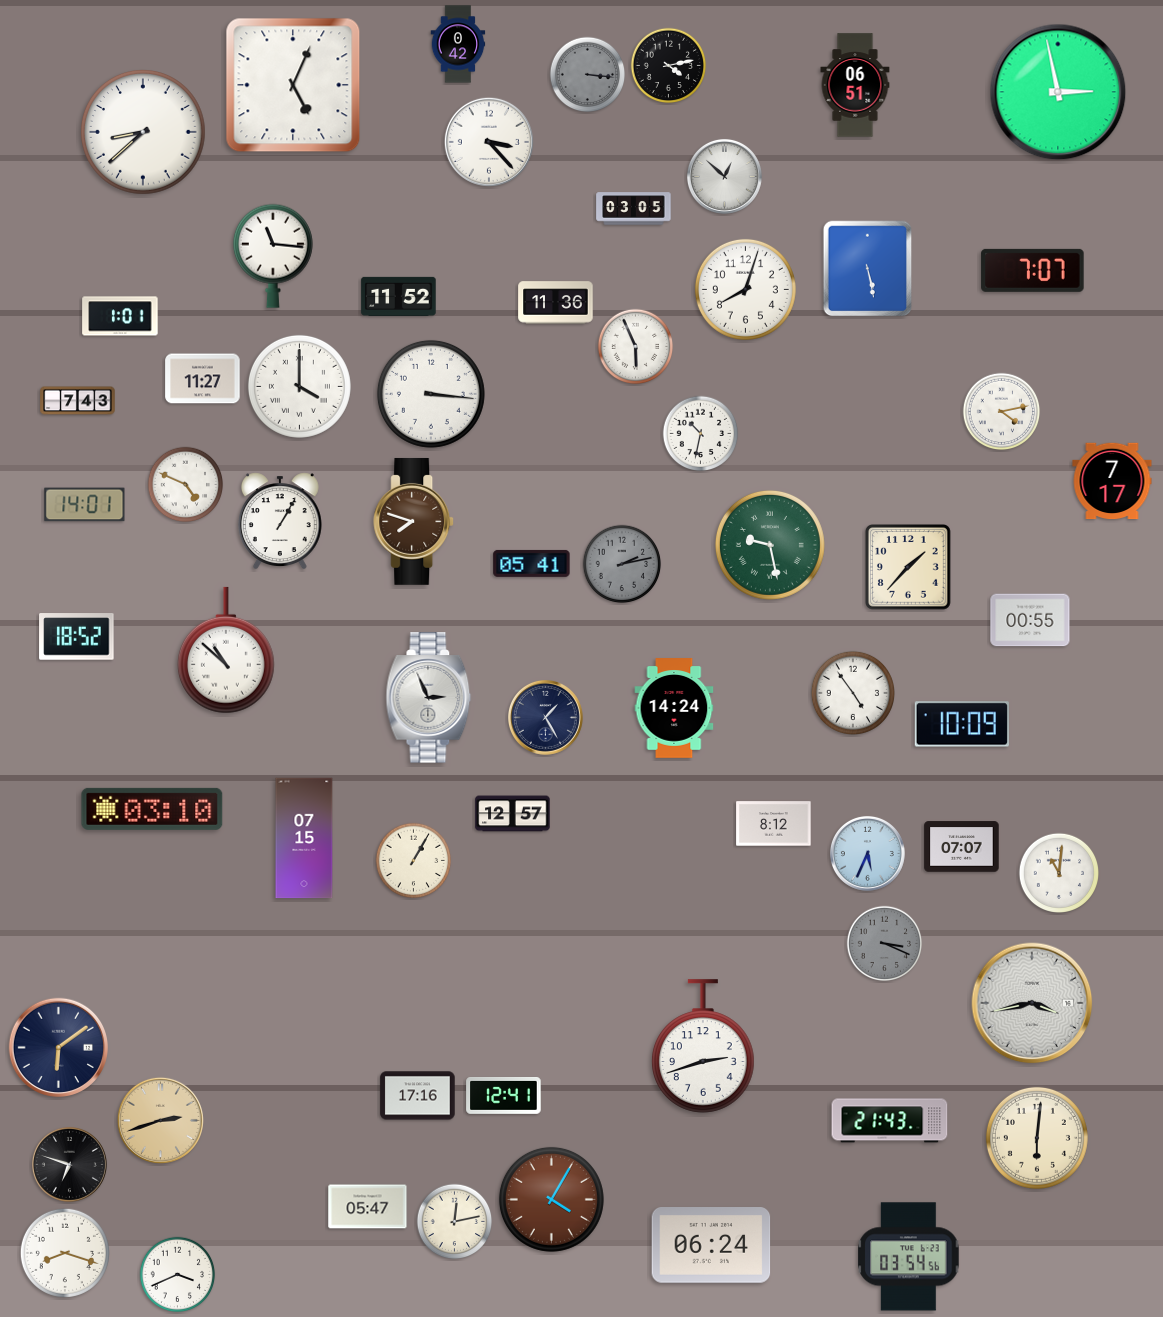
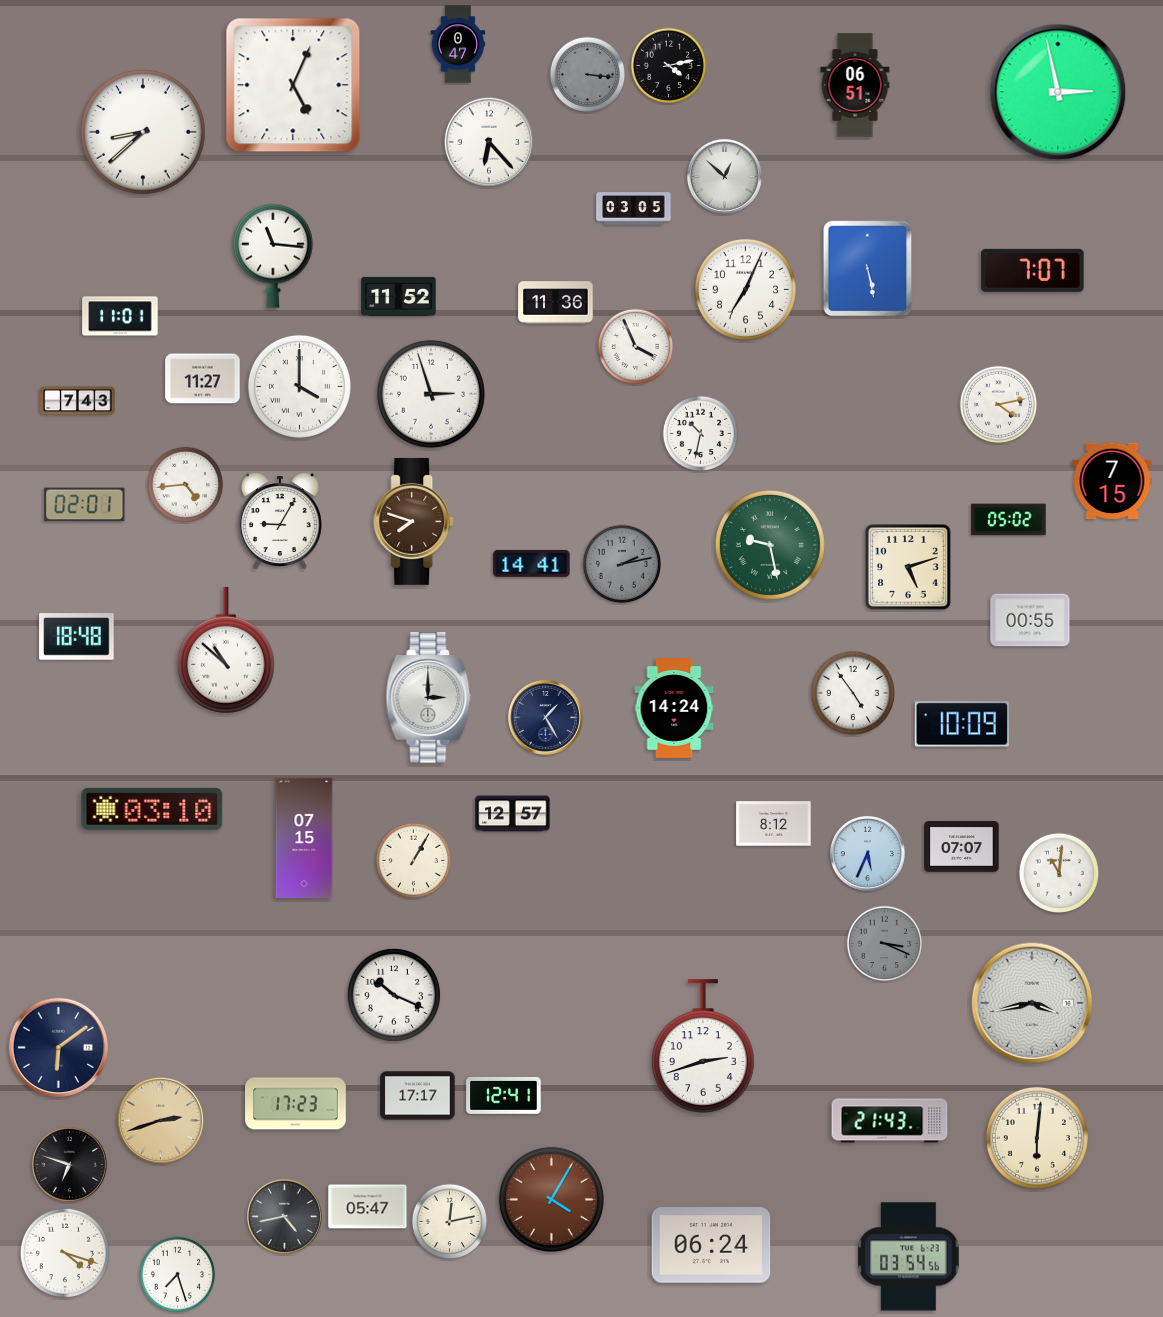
clock at (458, 44): 0:42 -> 0:47
clock at (489, 142): 3:23 -> 6:23
clock at (745, 289): 8:03 -> 7:04
clock at (120, 316): 1:01 -> 11:01
clock at (636, 347): 5:56 -> 3:56
clock at (431, 394): 3:16 -> 2:57
clock at (1002, 412) position: (1002, 412) -> (999, 405)
clock at (1112, 481): 7:17 -> 7:15
clock at (186, 485): 4:49 -> 4:44
clock at (85, 505): 14:01 -> 02:01
clock at (1009, 520): none -> 05:02
clock at (280, 521): 1:05 -> 9:05
clock at (532, 563): 05:41 -> 14:41
clock at (909, 568): 1:37 -> 5:12
clock at (77, 637): 18:52 -> 18:48
clock at (429, 698): 2:56 -> 3:00
clock at (394, 995): none -> 10:19
clock at (418, 1096): 17:16 -> 17:17
clock at (296, 1104): none -> 17:23
clock at (284, 1216): none -> 4:43
clock at (455, 1222) position: (455, 1222) -> (450, 1222)
clock at (65, 1253): 8:18 -> 4:18
clock at (178, 1275): 3:41 -> 7:27
